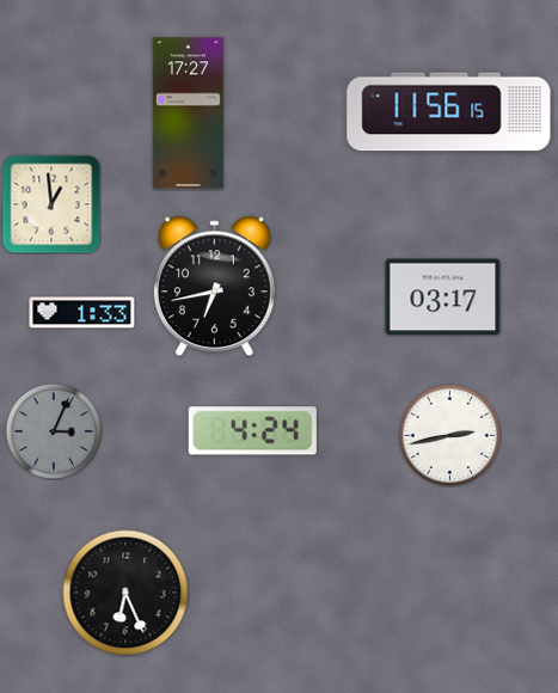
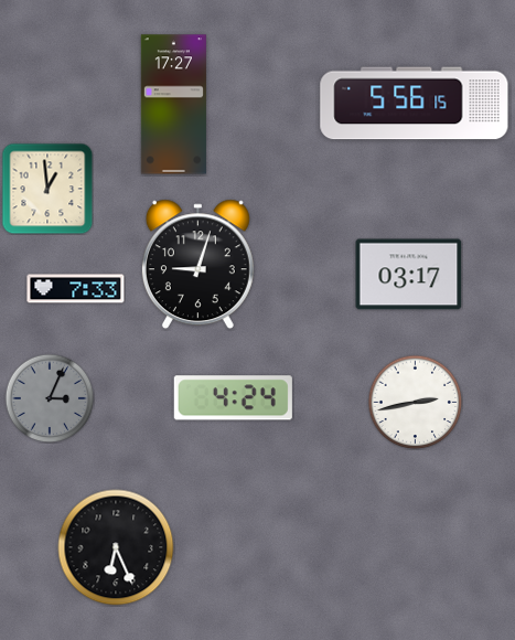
clock at (449, 112): 11:56 -> 5:56
clock at (214, 287): 6:43 -> 9:03
clock at (82, 313): 1:33 -> 7:33
